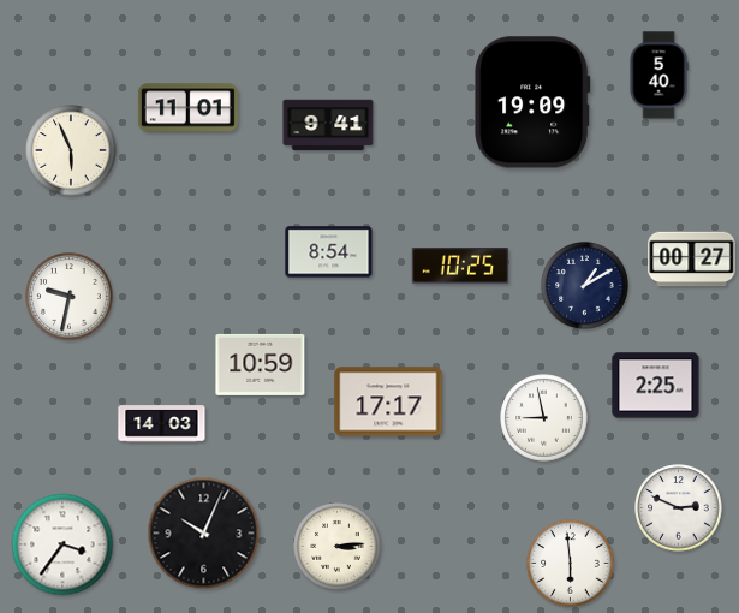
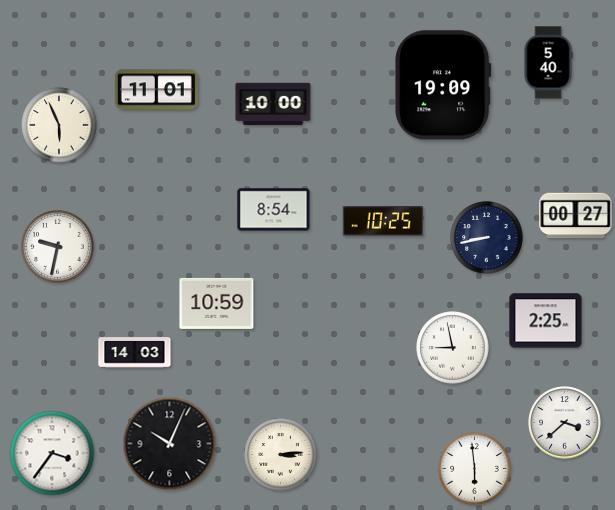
clock at (328, 125): 9:41 -> 10:00
clock at (585, 286): 1:10 -> 8:43
clock at (388, 401): 17:17 -> none
clock at (679, 508): 2:49 -> 3:38
